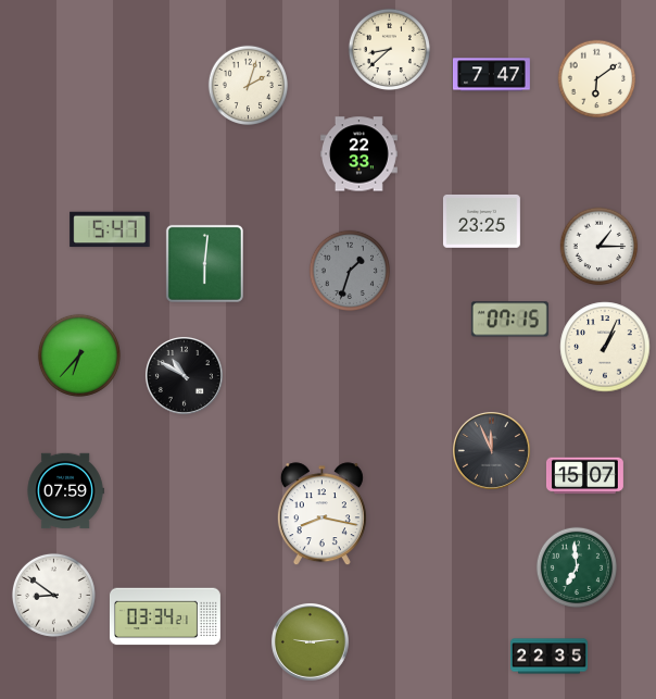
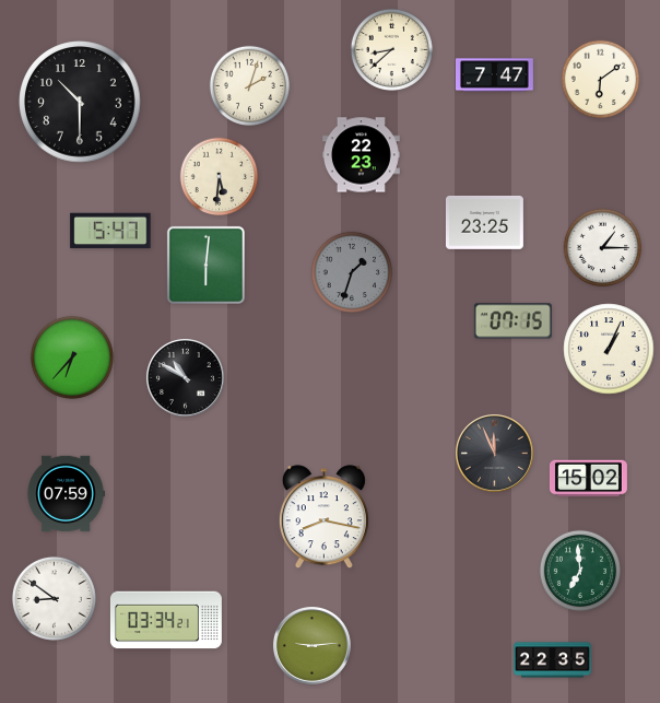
clock at (80, 102): none -> 10:30
clock at (358, 154): 22:33 -> 22:23
clock at (220, 177): none -> 5:31
clock at (79, 355) position: (79, 355) -> (72, 358)
clock at (584, 476): 15:07 -> 15:02
